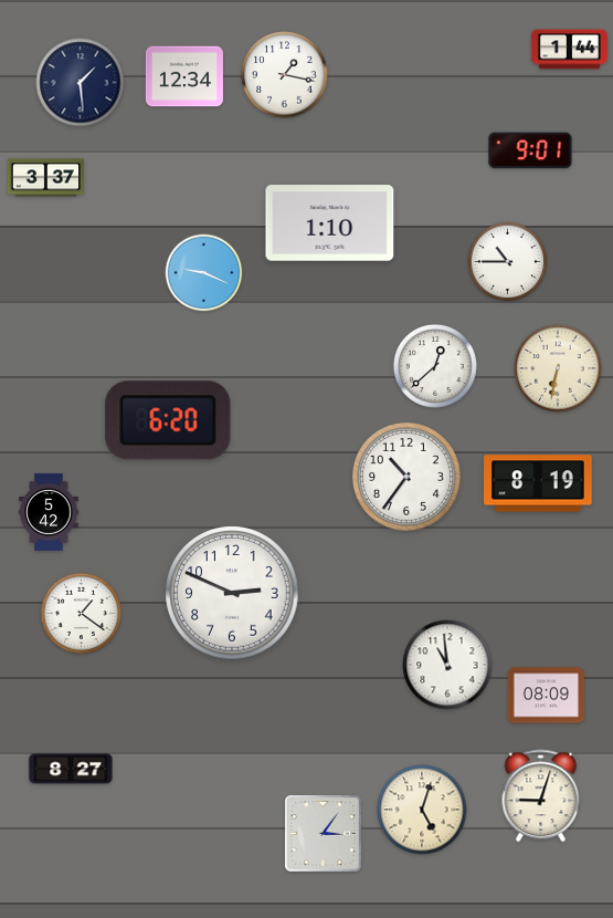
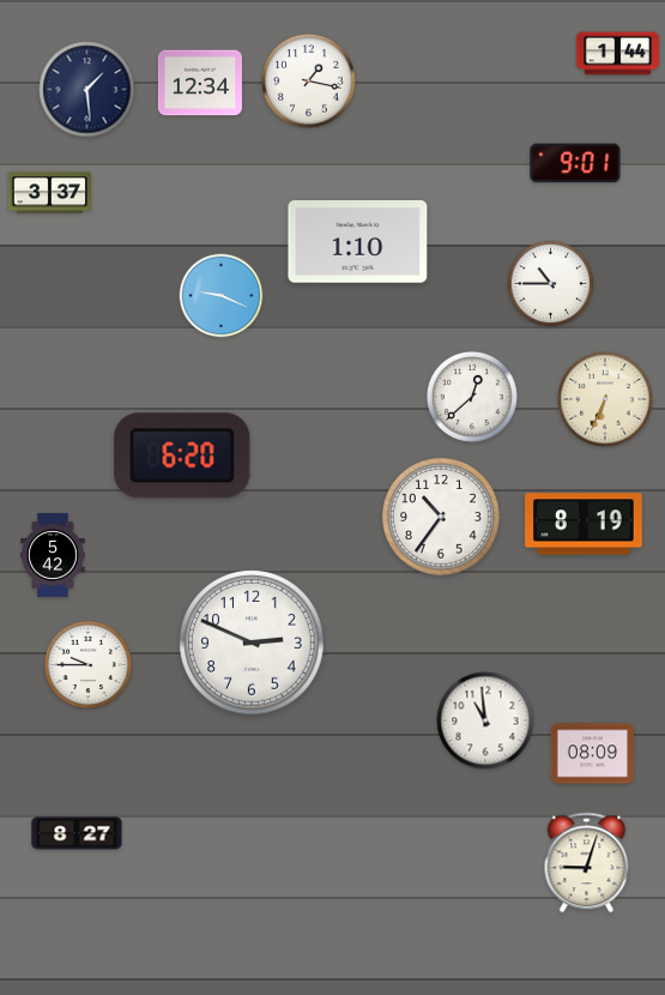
clock at (558, 368): 6:32 -> 6:34
clock at (81, 613): 1:21 -> 9:45
clock at (422, 810): 5:03 -> none
clock at (324, 834): 3:06 -> none
